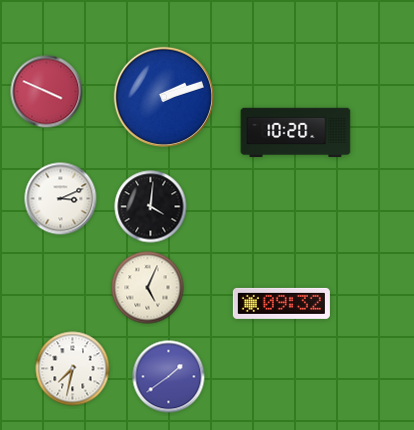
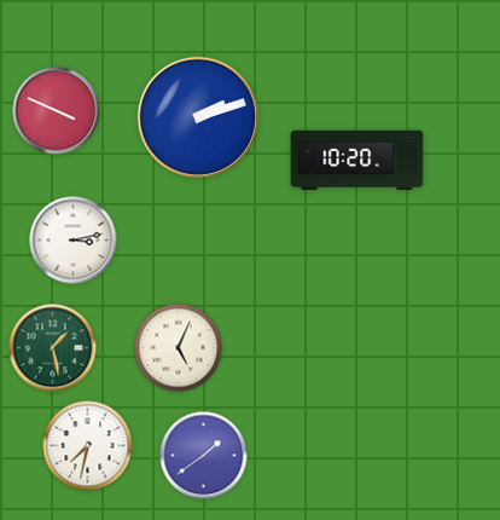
clock at (61, 199): 3:11 -> 3:13
clock at (151, 207): 4:01 -> none
clock at (53, 348): none -> 1:28
clock at (281, 303): 09:32 -> none
